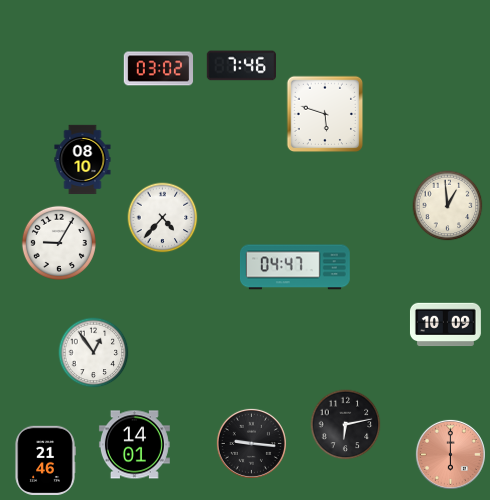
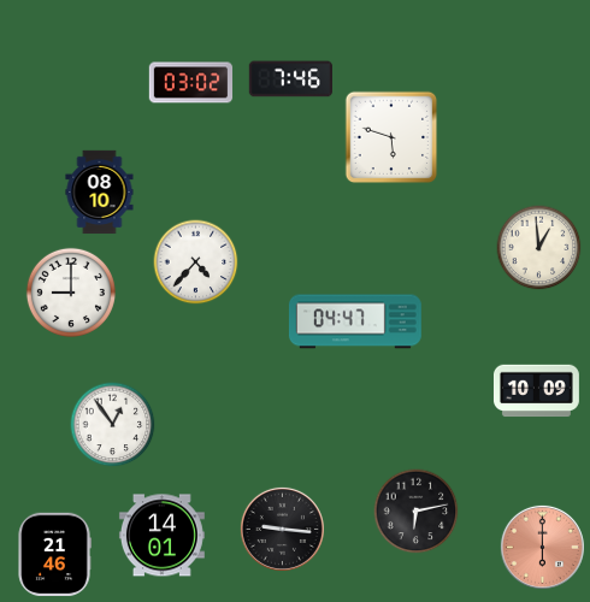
clock at (59, 243): 9:05 -> 9:00
clock at (251, 443) position: (251, 443) -> (282, 529)
